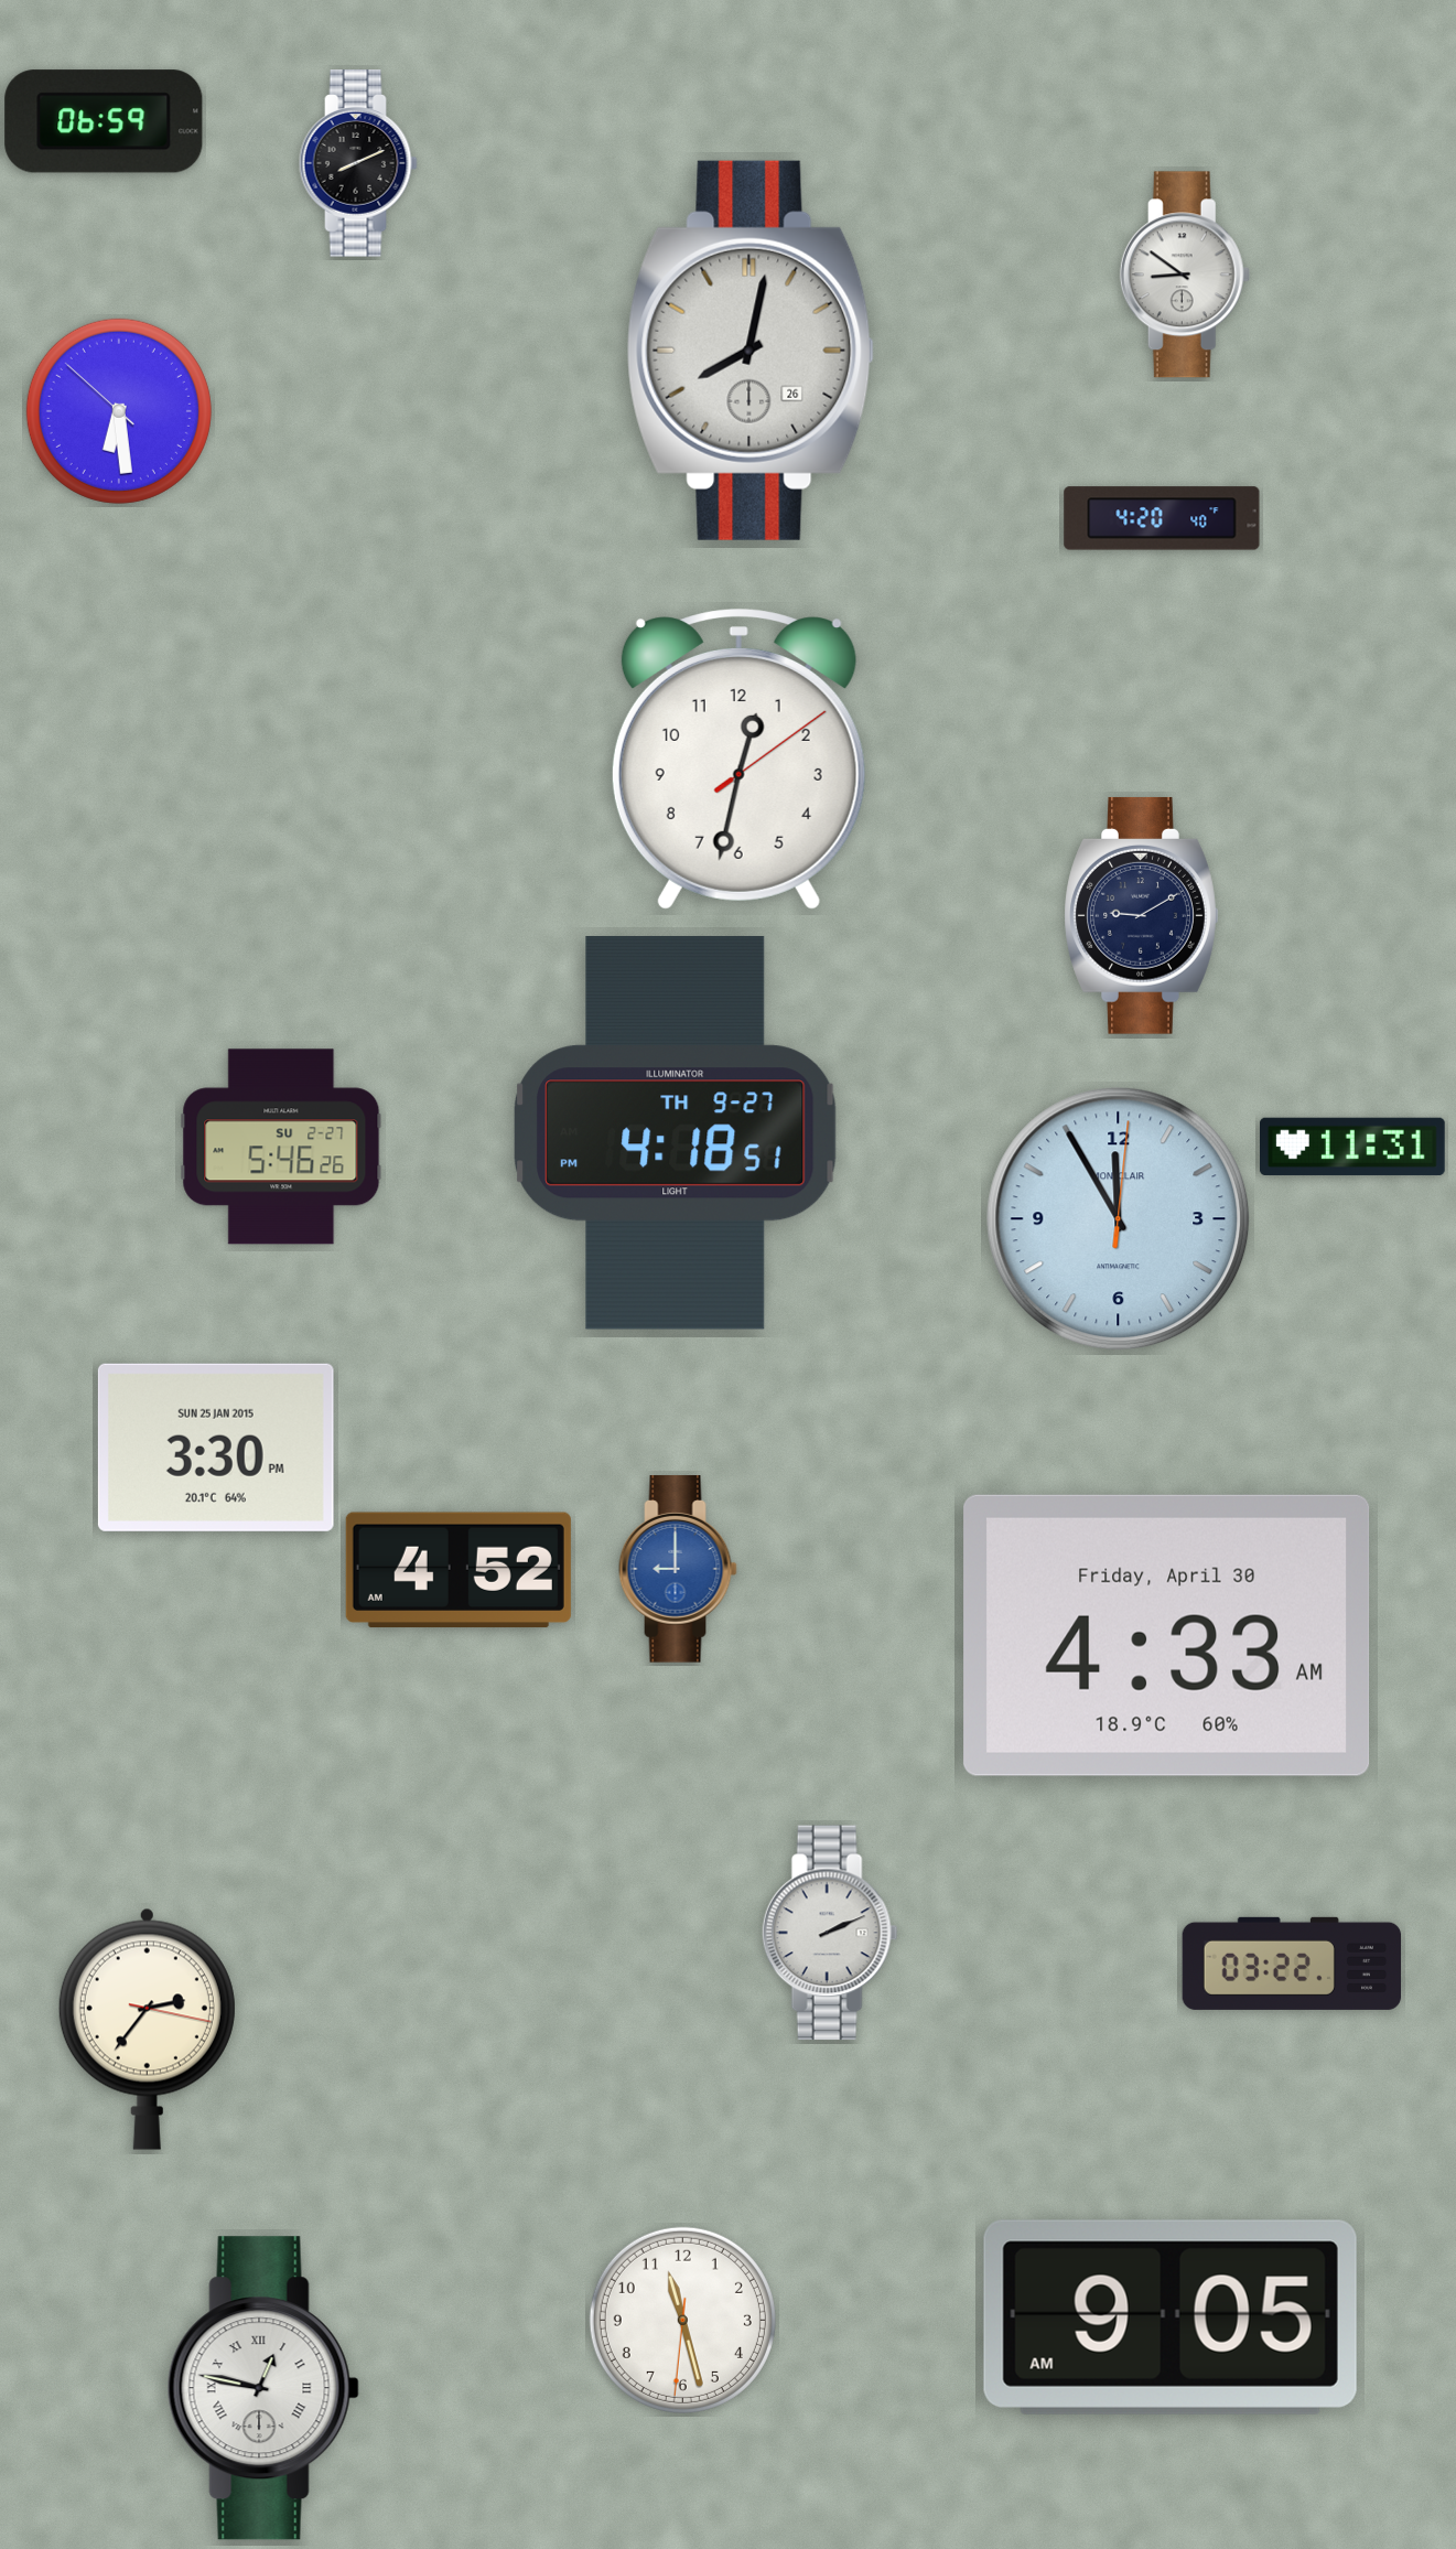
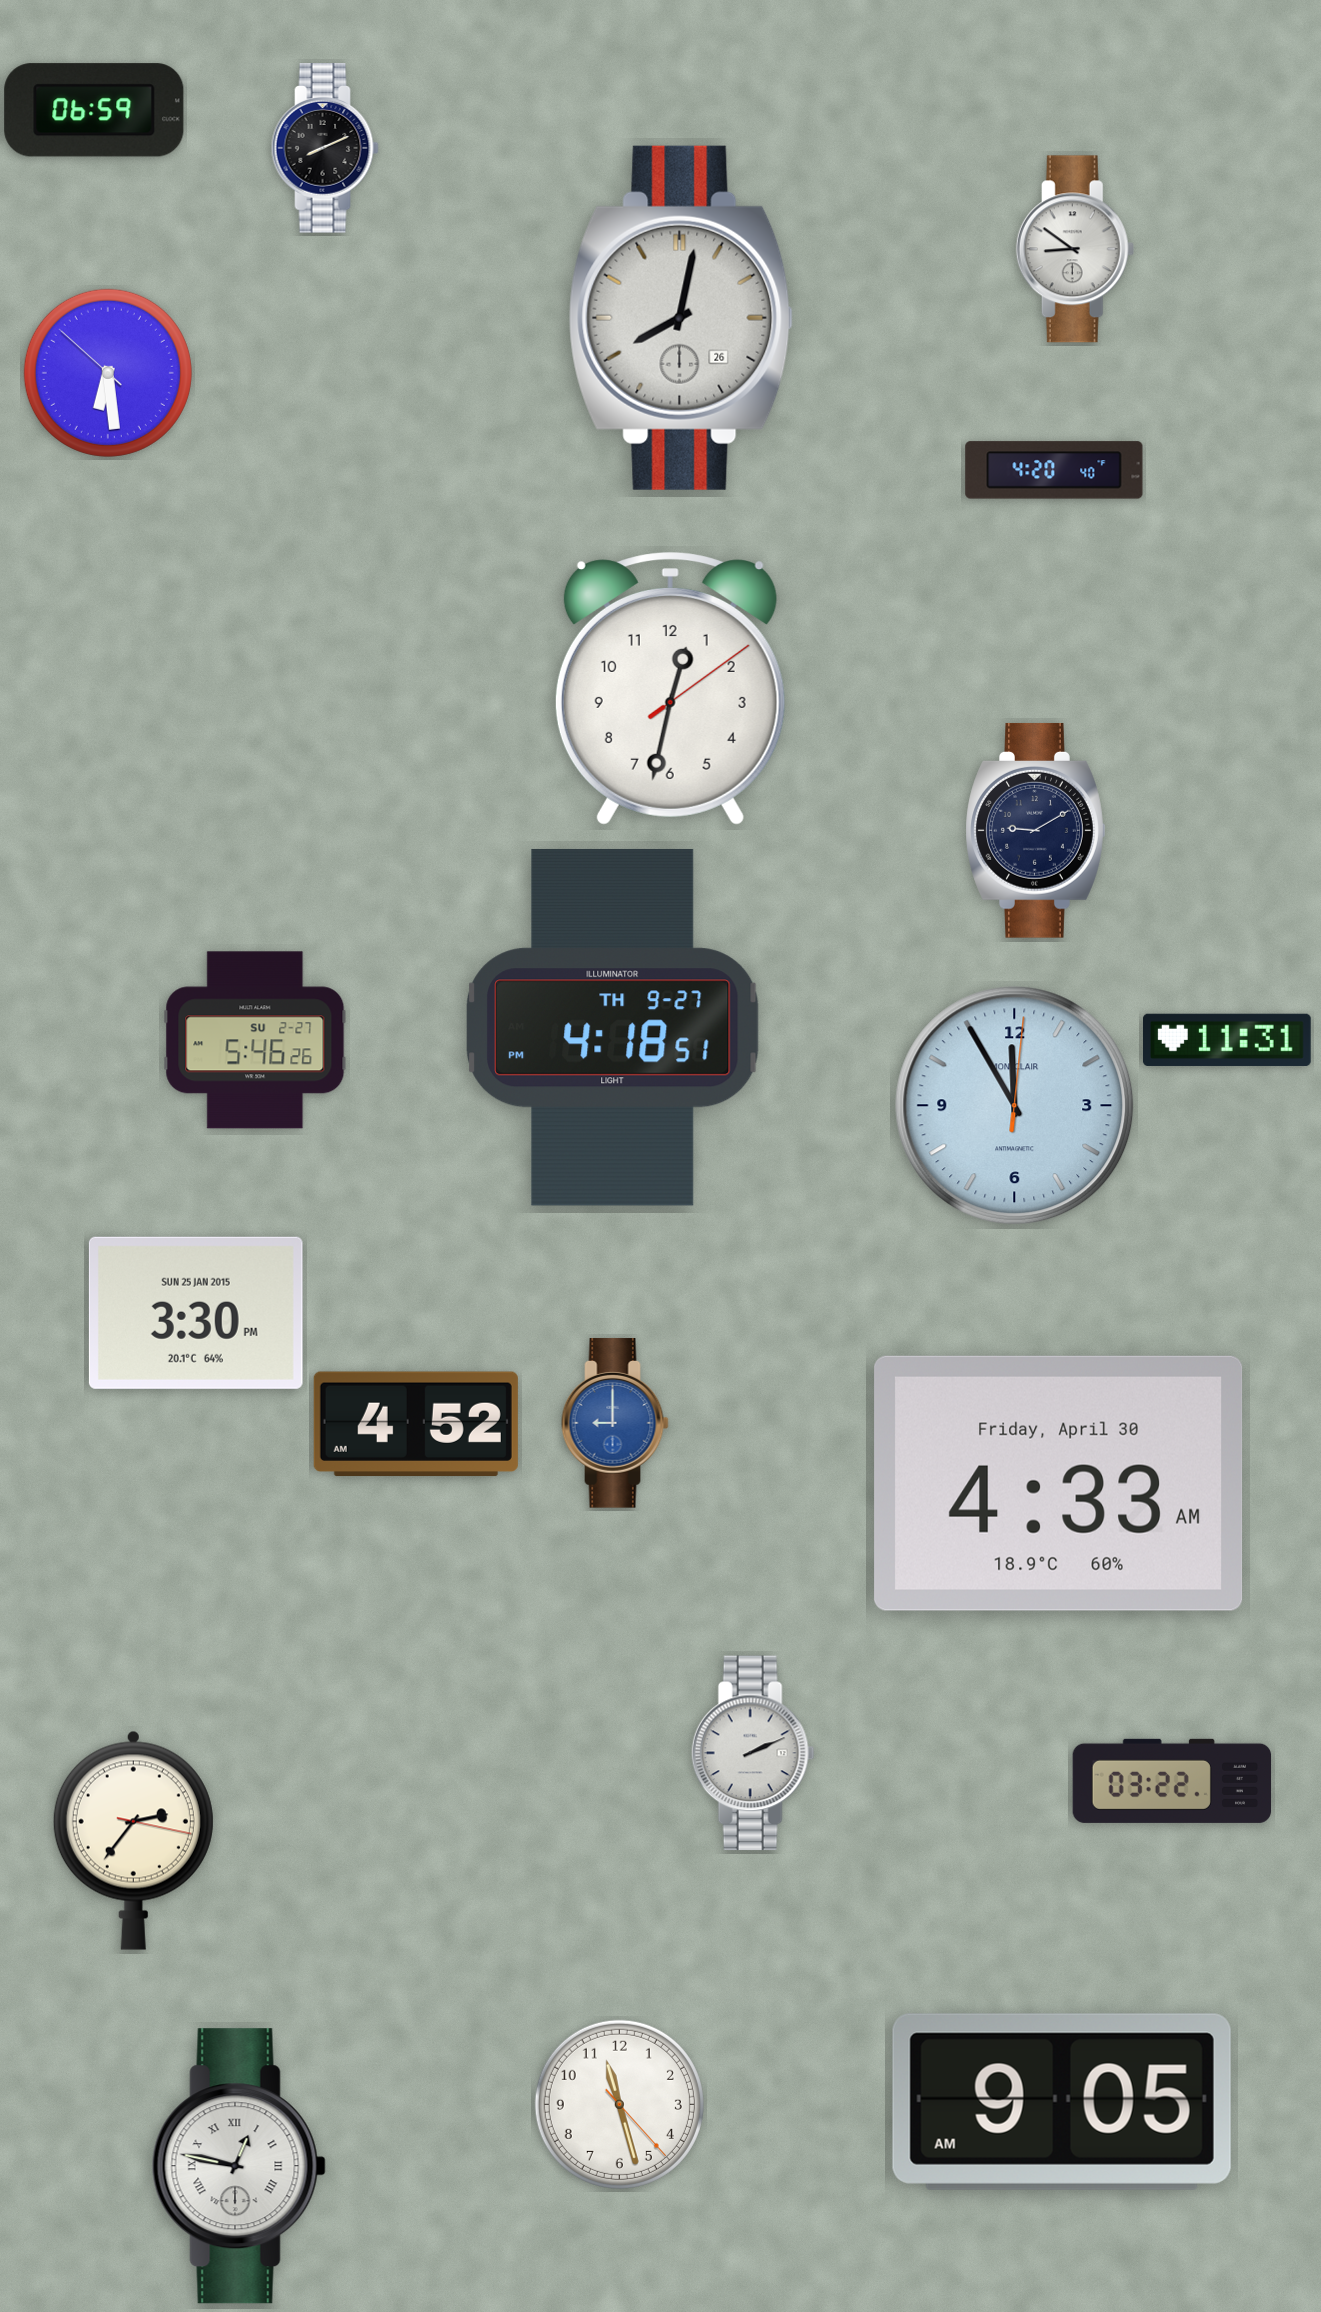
clock at (682, 2320): 11:27:31 -> 11:27:23
